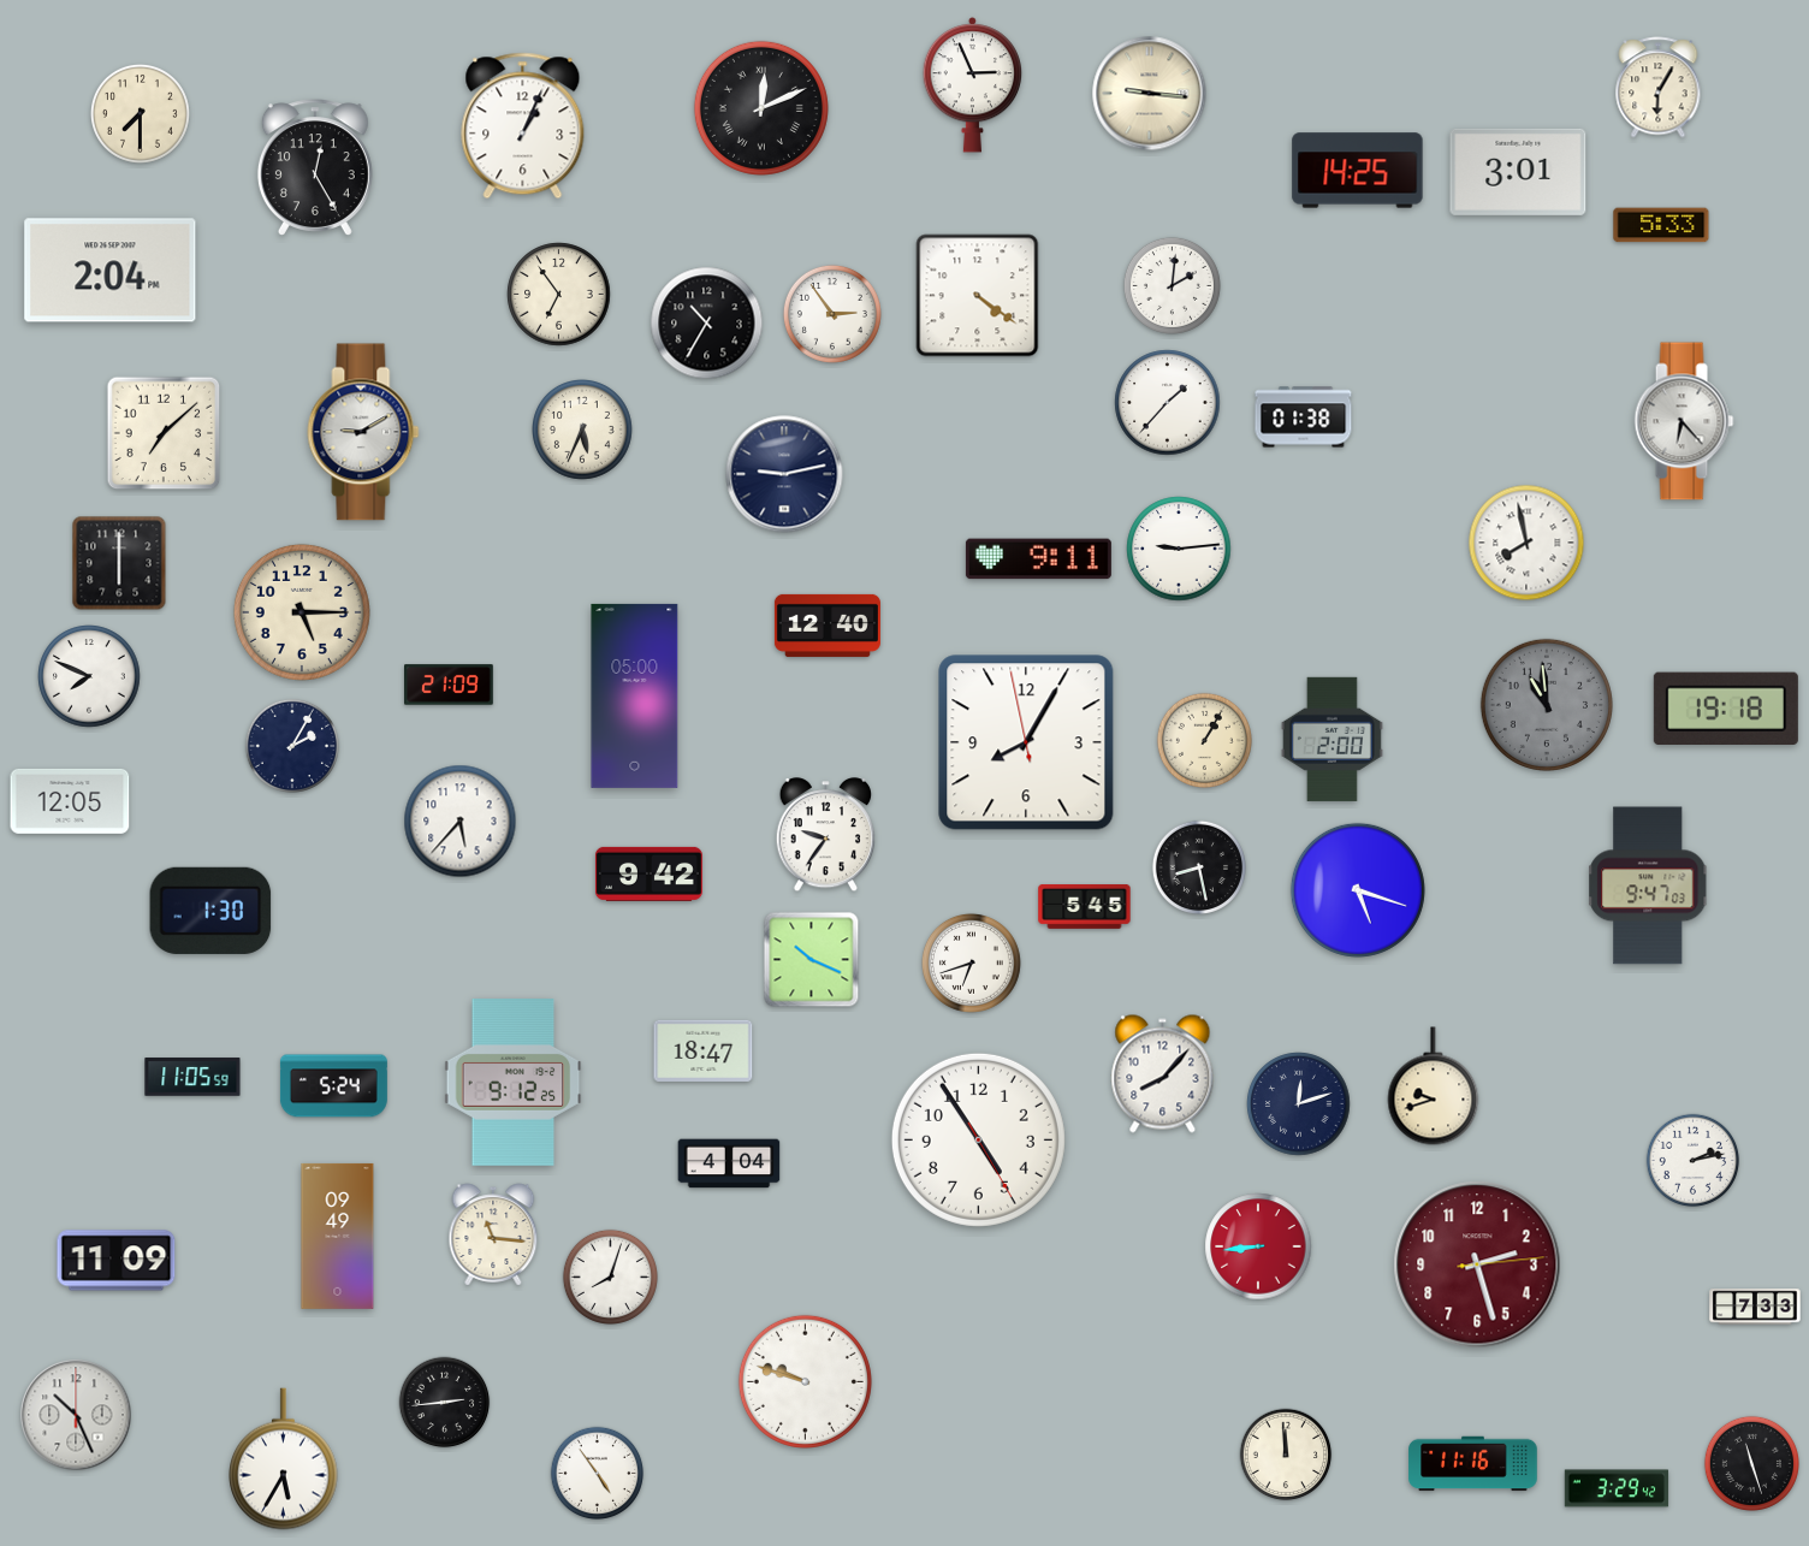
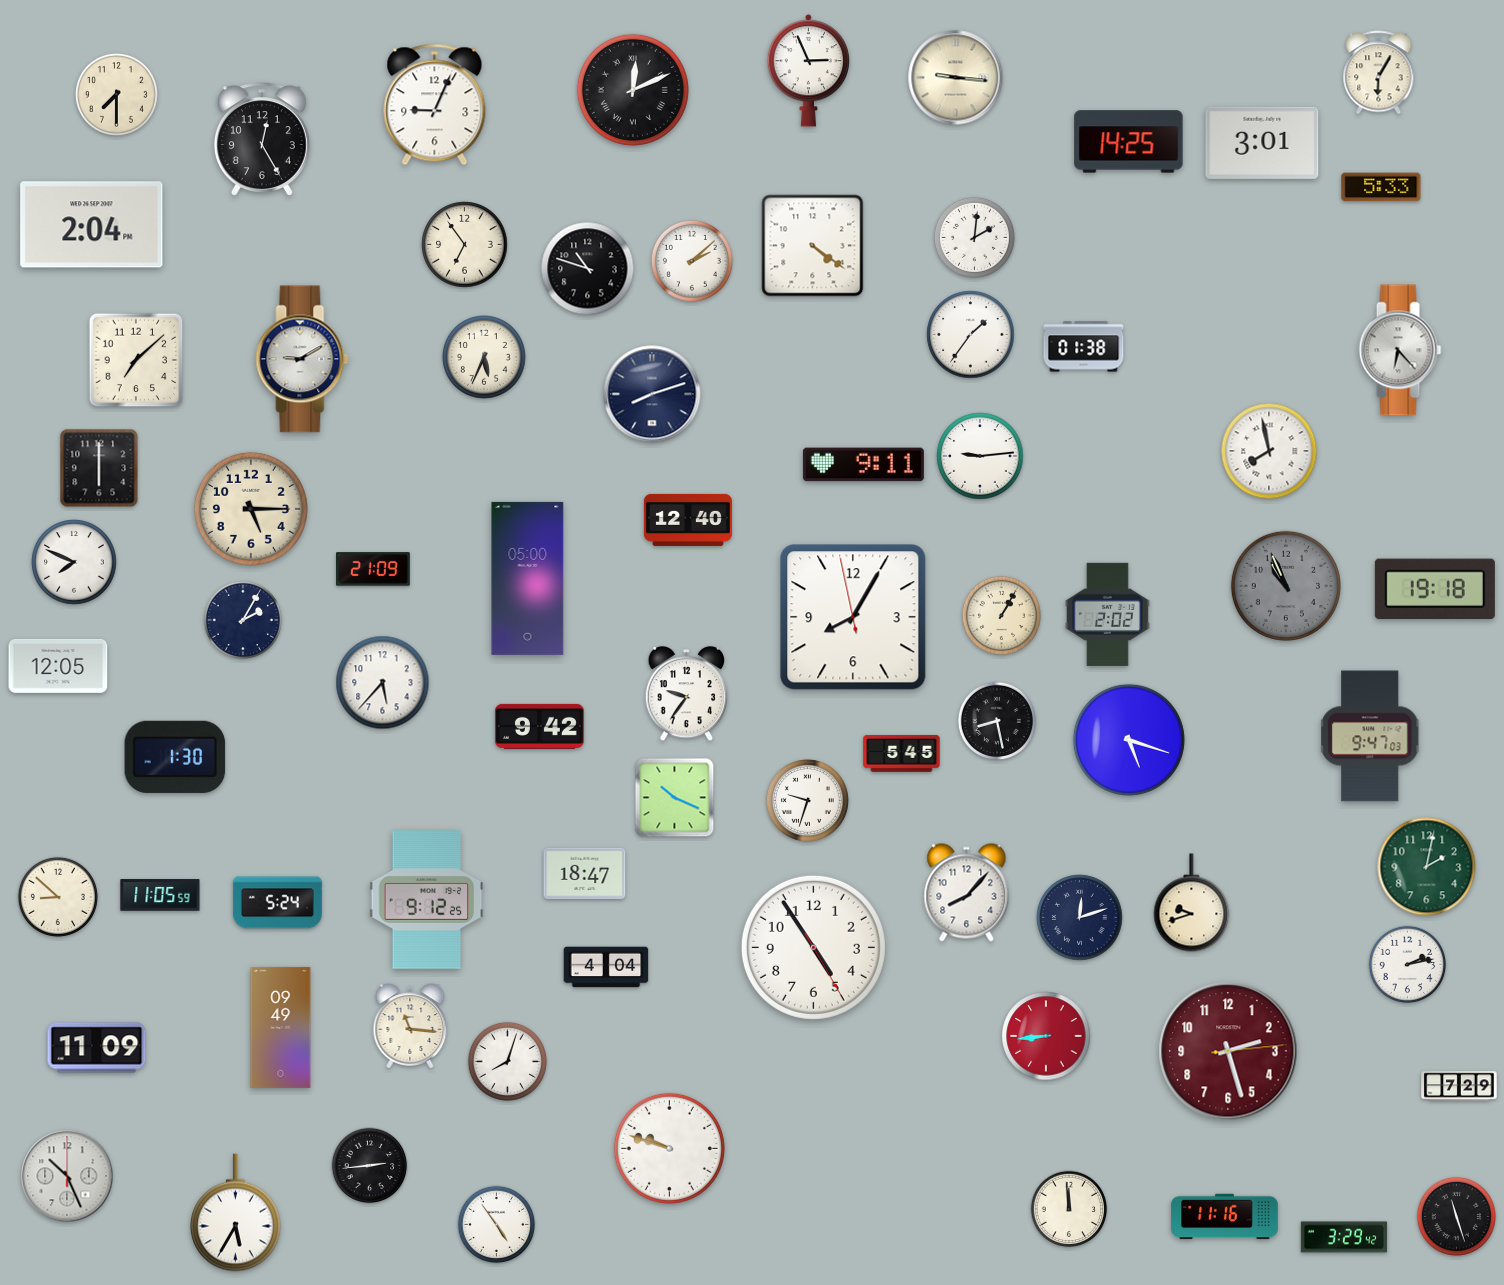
clock at (523, 126): 1:04 -> 9:04
clock at (832, 314): 2:54 -> 2:08
clock at (707, 324): 10:35 -> 10:48
clock at (1168, 403): 1:37 -> 1:36
clock at (784, 474): 9:13 -> 8:12
clock at (1547, 705): 10:59 -> 10:56
clock at (1331, 739): 2:00 -> 2:02
clock at (971, 962): 6:42 -> 9:33
clock at (1427, 867): none -> 2:02
clock at (58, 897): none -> 8:52
clock at (1755, 1307): 7:33 -> 7:29
clock at (76, 1415) position: (76, 1415) -> (67, 1176)
